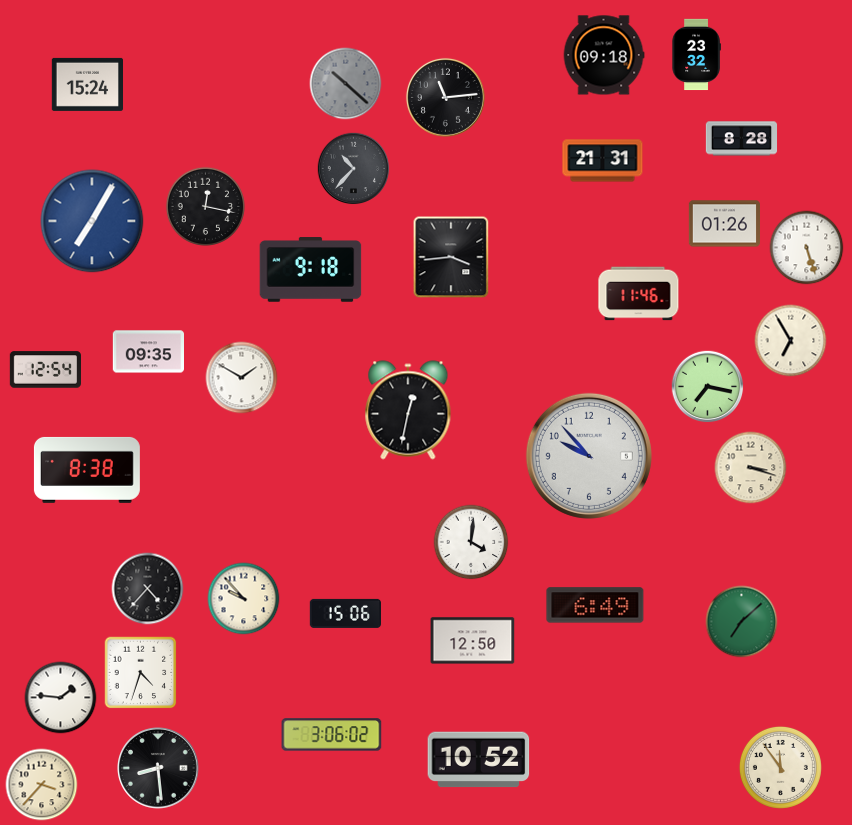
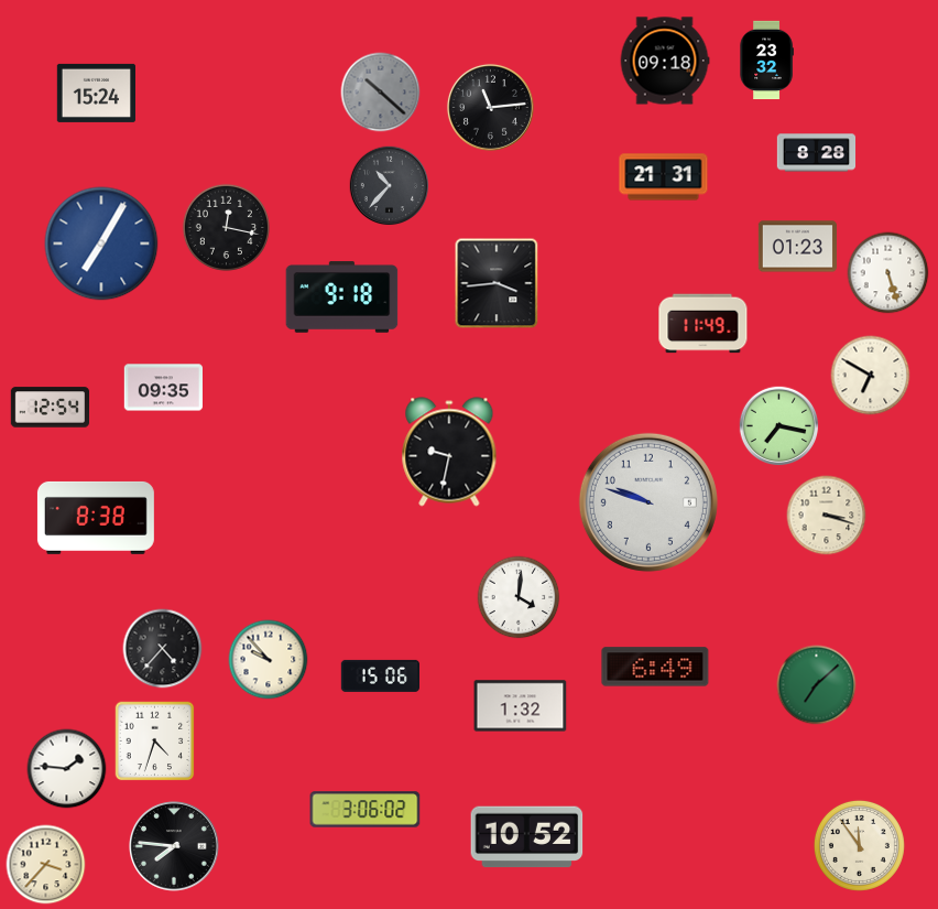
clock at (724, 224): 01:26 -> 01:23
clock at (639, 294): 11:46 -> 11:49
clock at (791, 341): 6:55 -> 6:50
clock at (242, 378): 1:50 -> none
clock at (408, 410): 12:32 -> 9:32
clock at (589, 456): 9:53 -> 9:48
clock at (473, 641): 12:50 -> 1:32
clock at (159, 769): 8:29 -> 7:46
